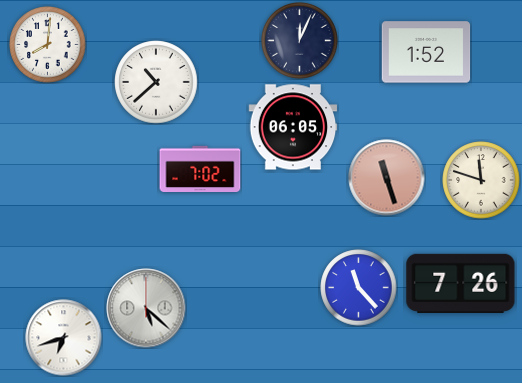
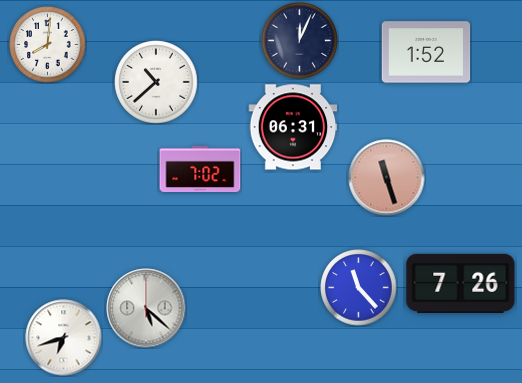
clock at (293, 127): 06:05 -> 06:31
clock at (481, 180): 11:48 -> none
